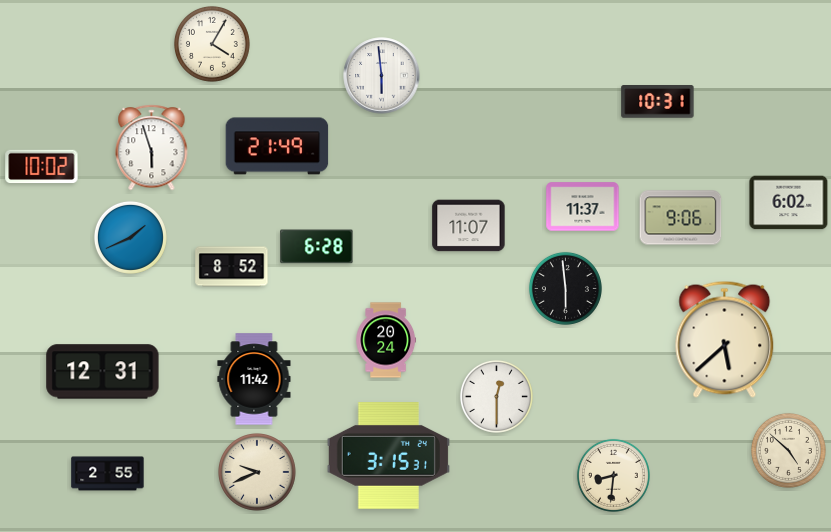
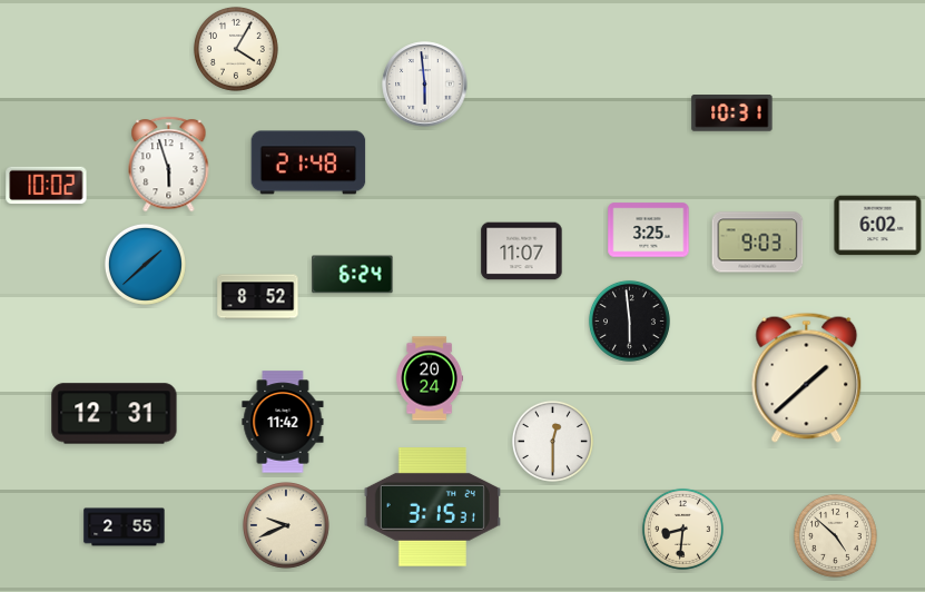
clock at (277, 146): 21:49 -> 21:48
clock at (583, 207): 11:37 -> 3:25
clock at (681, 218): 9:06 -> 9:03
clock at (130, 237): 1:41 -> 1:38
clock at (317, 247): 6:28 -> 6:24
clock at (725, 339): 5:38 -> 1:38
clock at (788, 450) position: (788, 450) -> (835, 535)
clock at (108, 474) position: (108, 474) -> (125, 527)
